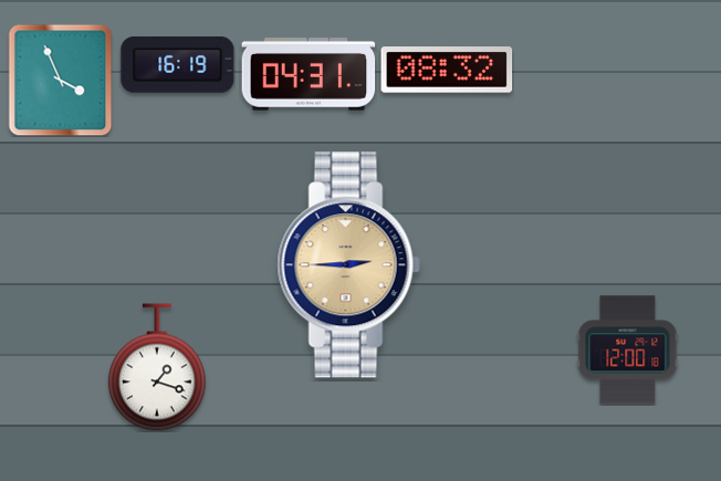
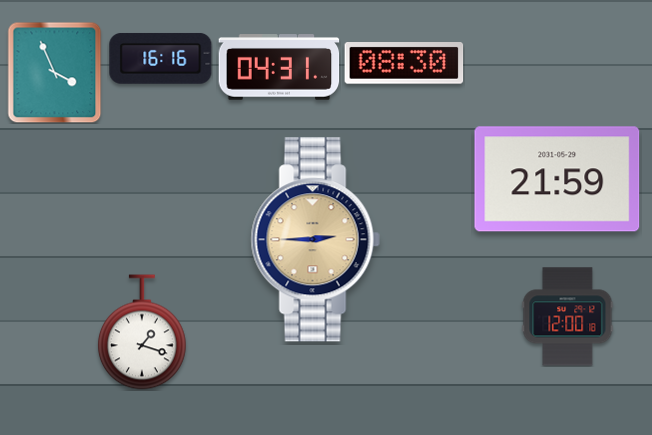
clock at (178, 65): 16:19 -> 16:16
clock at (447, 71): 08:32 -> 08:30
clock at (557, 179): none -> 21:59
